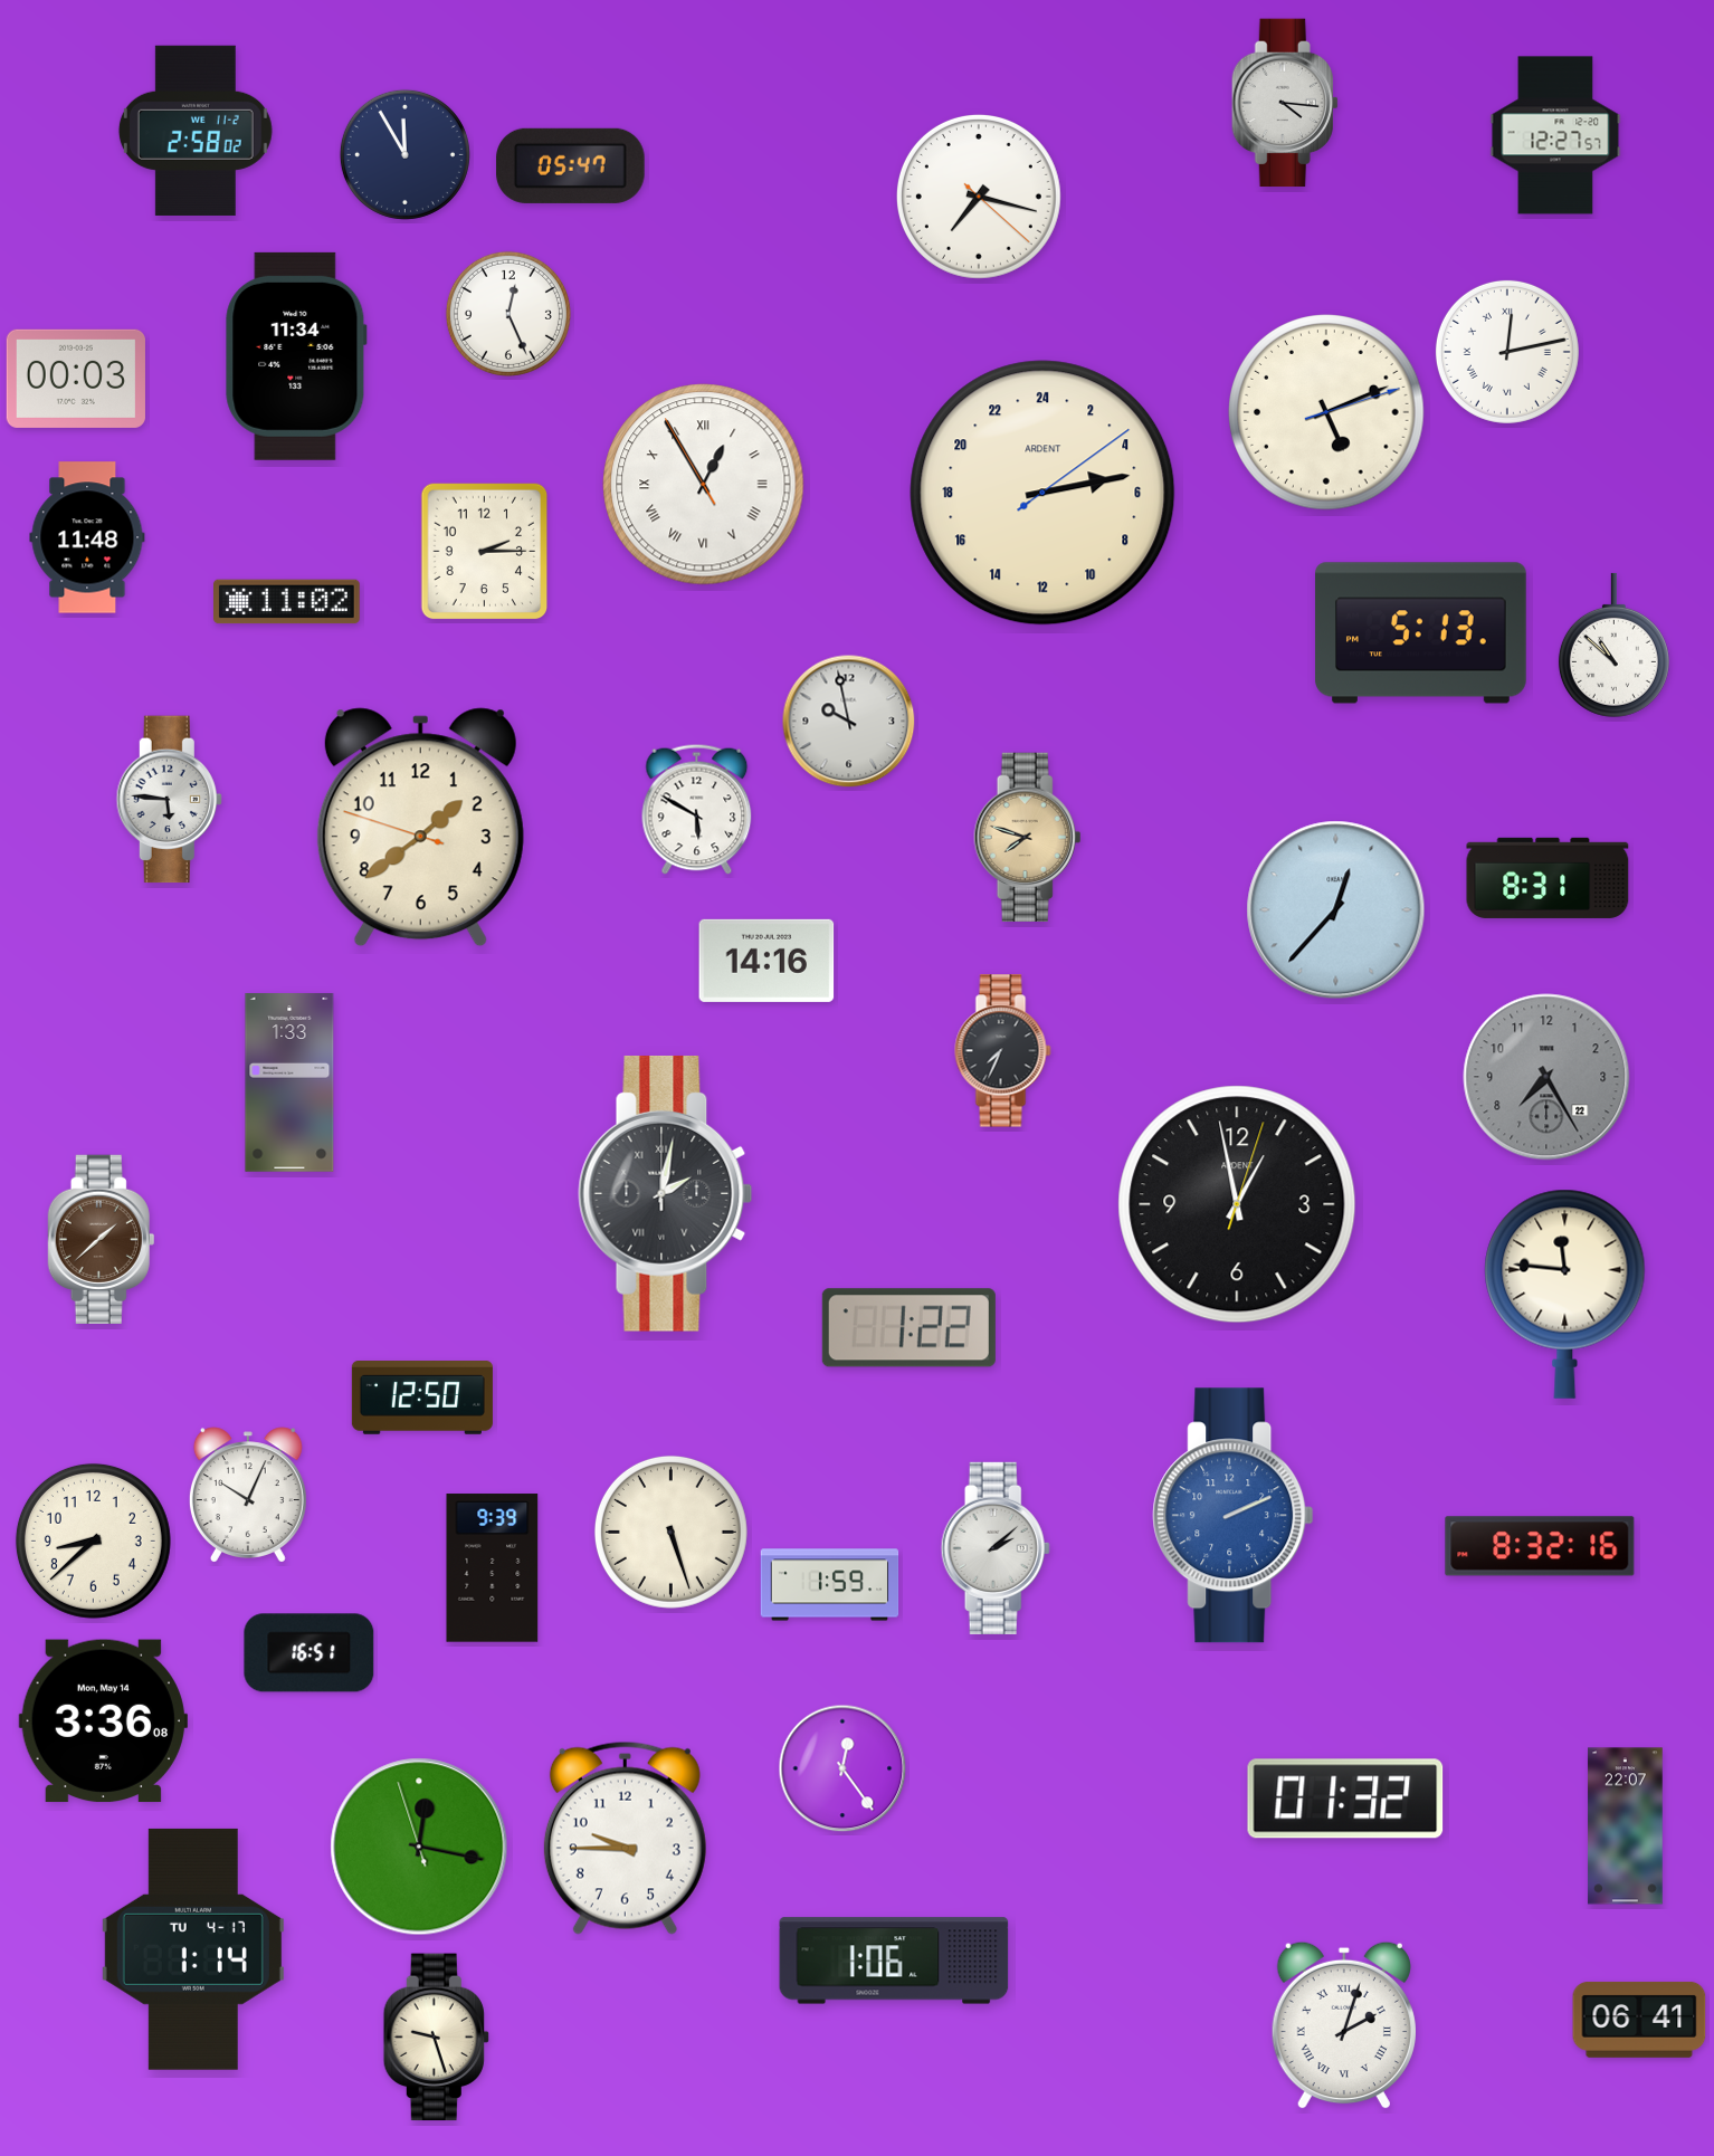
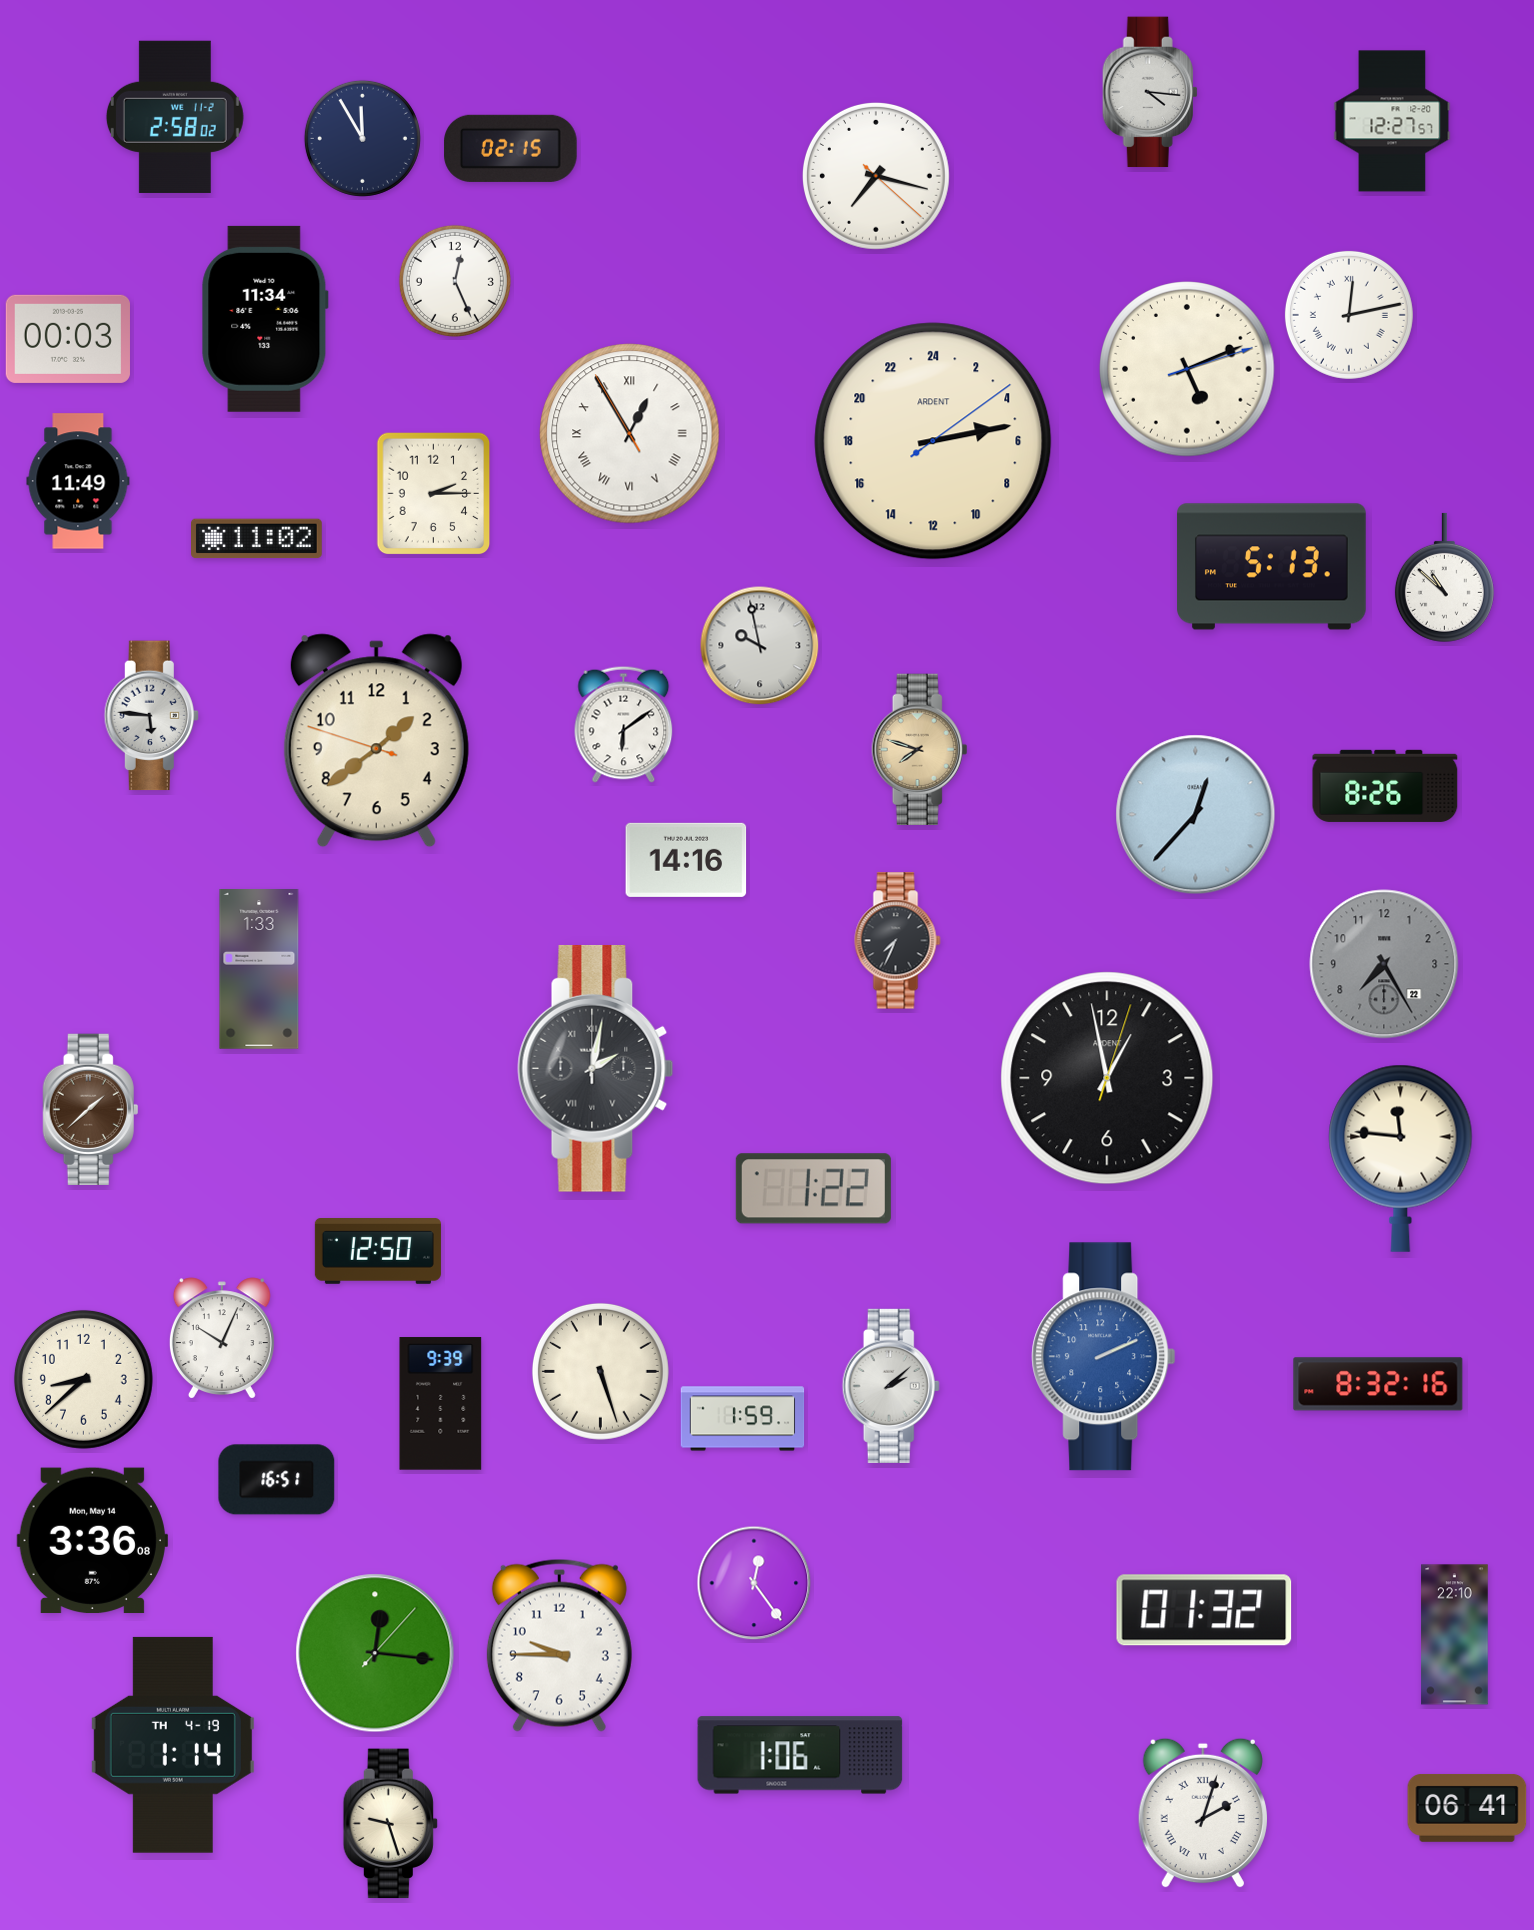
clock at (571, 165): 05:47 -> 02:15
clock at (87, 537): 11:48 -> 11:49
clock at (697, 809): 5:50 -> 6:09
clock at (1548, 878): 8:31 -> 8:26
clock at (1626, 1826): 22:07 -> 22:10
clock at (419, 1847): 12:16:57 -> 12:16:07
clock at (193, 1949) date: TU 4-17 -> TH 4-19
